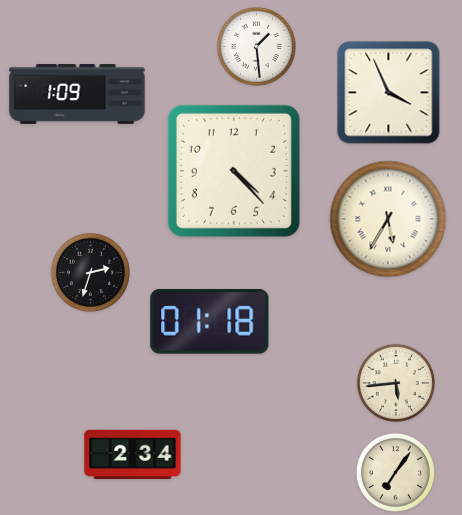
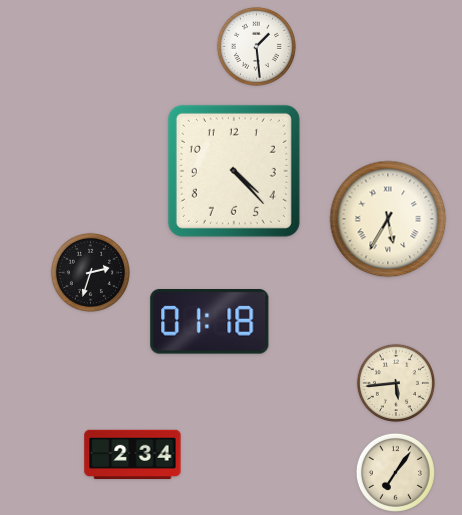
clock at (389, 93): 3:56 -> none
clock at (77, 94): 1:09 -> none
